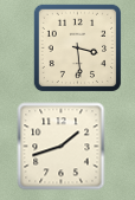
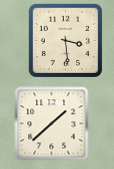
clock at (62, 147): 1:42 -> 1:38
